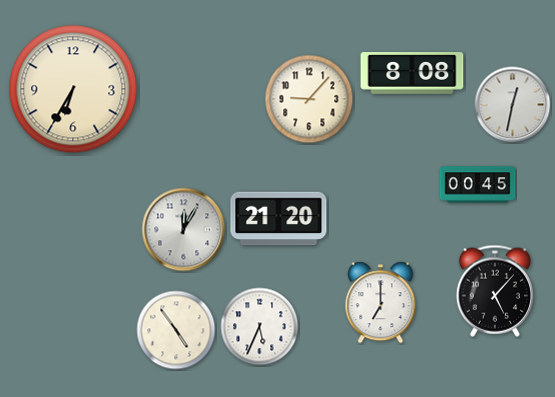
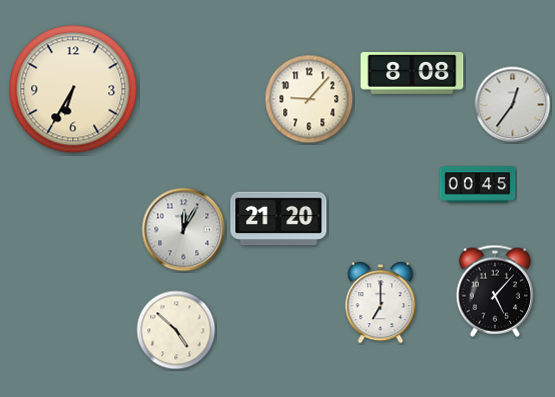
clock at (513, 105): 12:32 -> 12:36
clock at (260, 327): 5:34 -> none
clock at (176, 330): 4:54 -> 4:52
